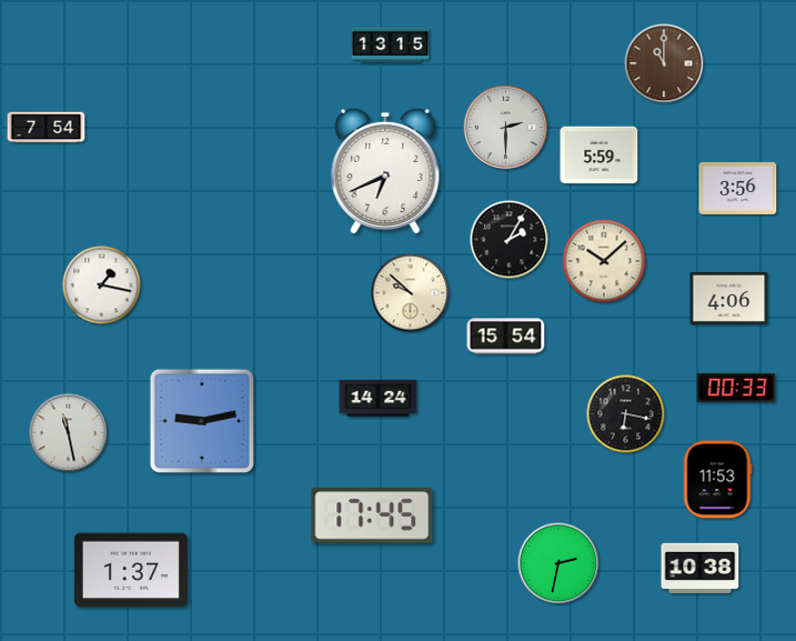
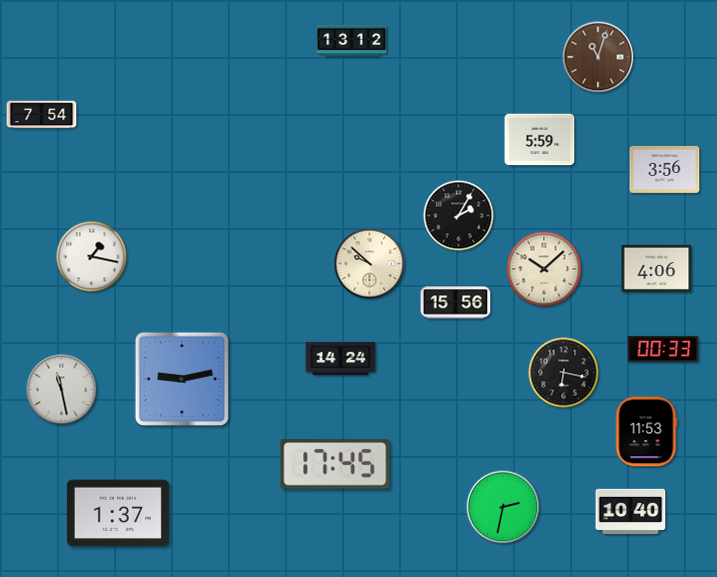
clock at (391, 46): 13:15 -> 13:12
clock at (664, 63): 11:00 -> 11:03
clock at (506, 128): 2:30 -> none
clock at (385, 171): 6:41 -> none
clock at (604, 261) position: (604, 261) -> (544, 269)
clock at (506, 337): 15:54 -> 15:56
clock at (701, 568): 10:38 -> 10:40
